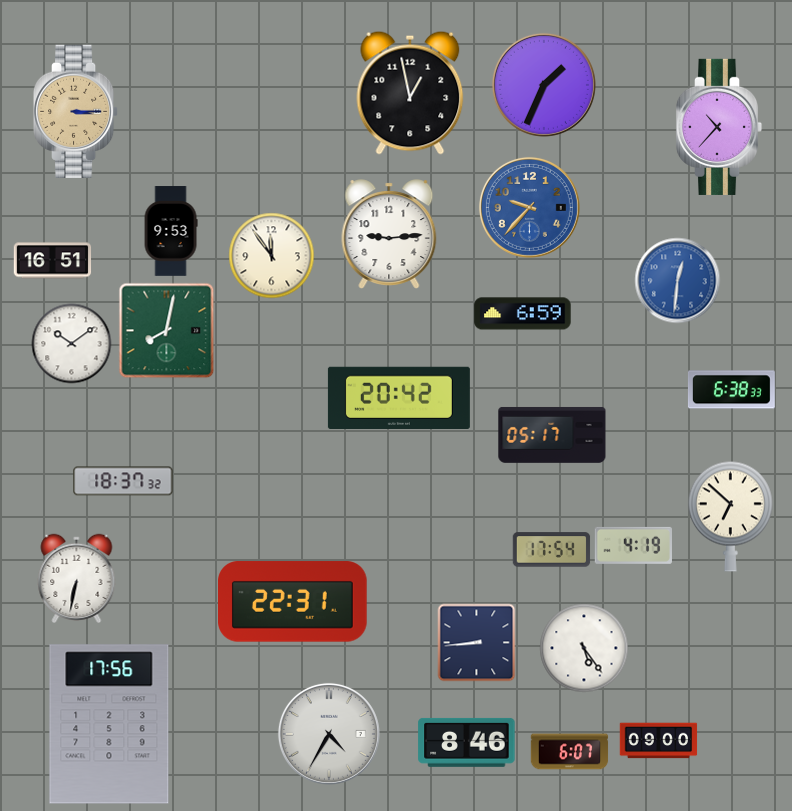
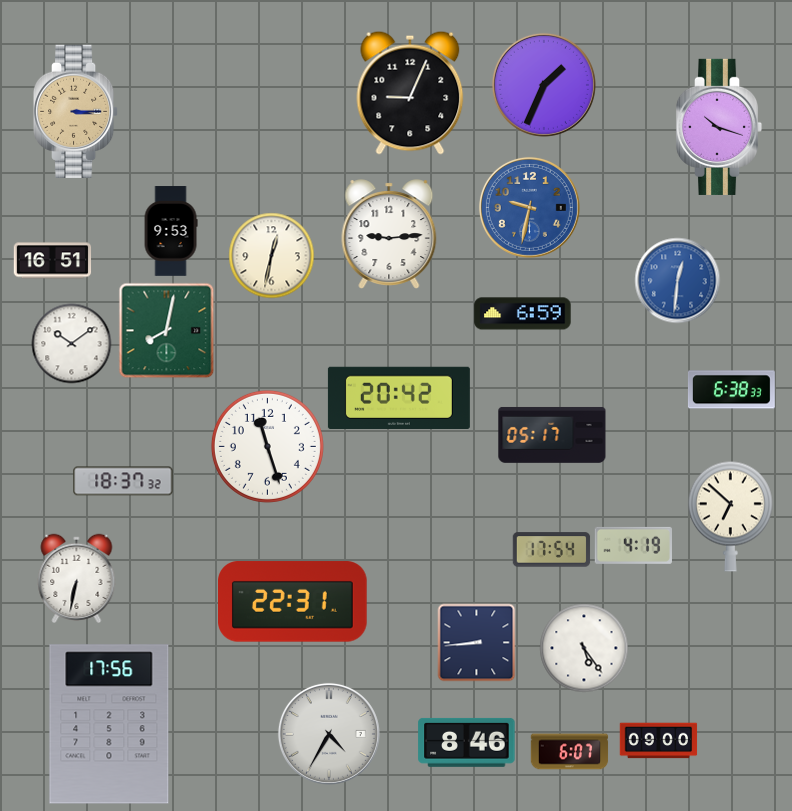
clock at (410, 93): 12:58 -> 9:04
clock at (719, 127): 10:37 -> 10:18
clock at (529, 207): 9:37 -> 9:32
clock at (271, 255): 11:54 -> 12:32
clock at (267, 446): none -> 11:27
